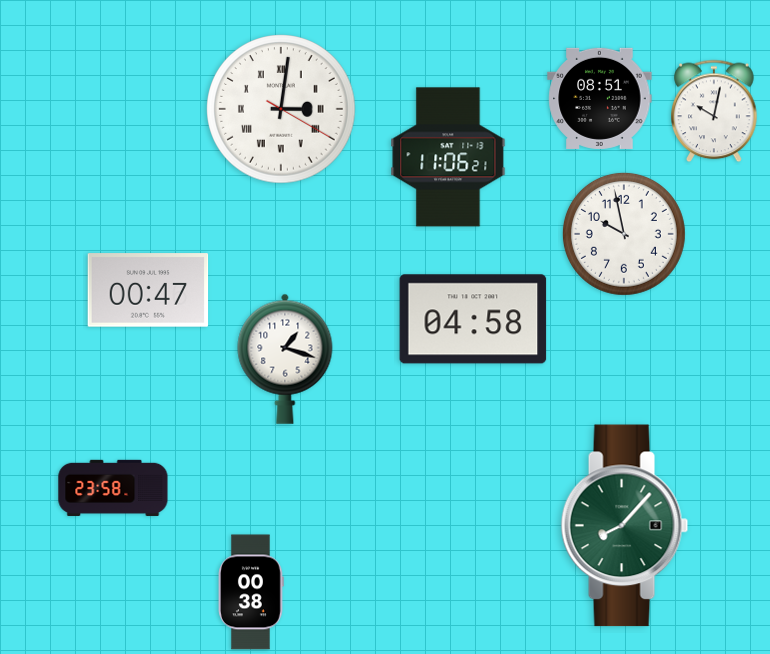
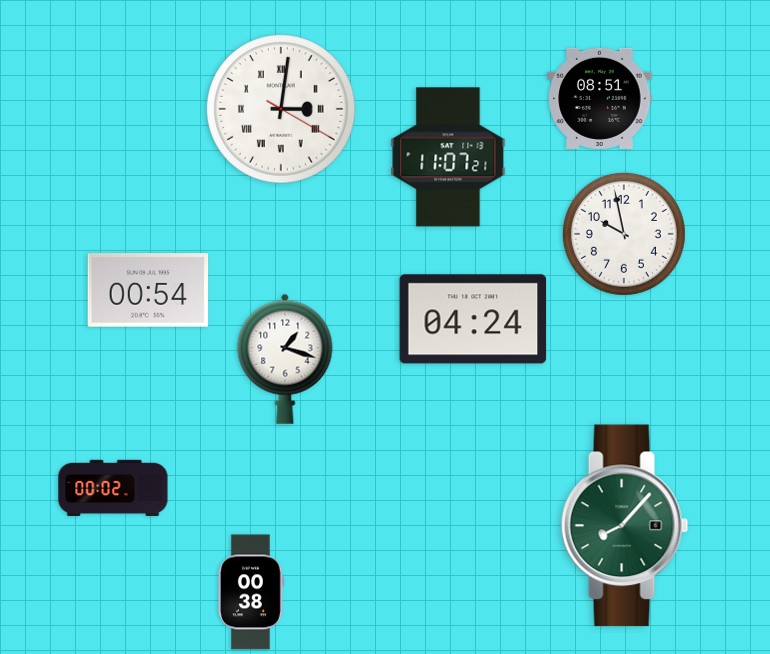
clock at (714, 111): 10:02 -> none
clock at (448, 157): 11:06 -> 11:07
clock at (148, 290): 00:47 -> 00:54
clock at (473, 319): 04:58 -> 04:24
clock at (113, 488): 23:58 -> 00:02
